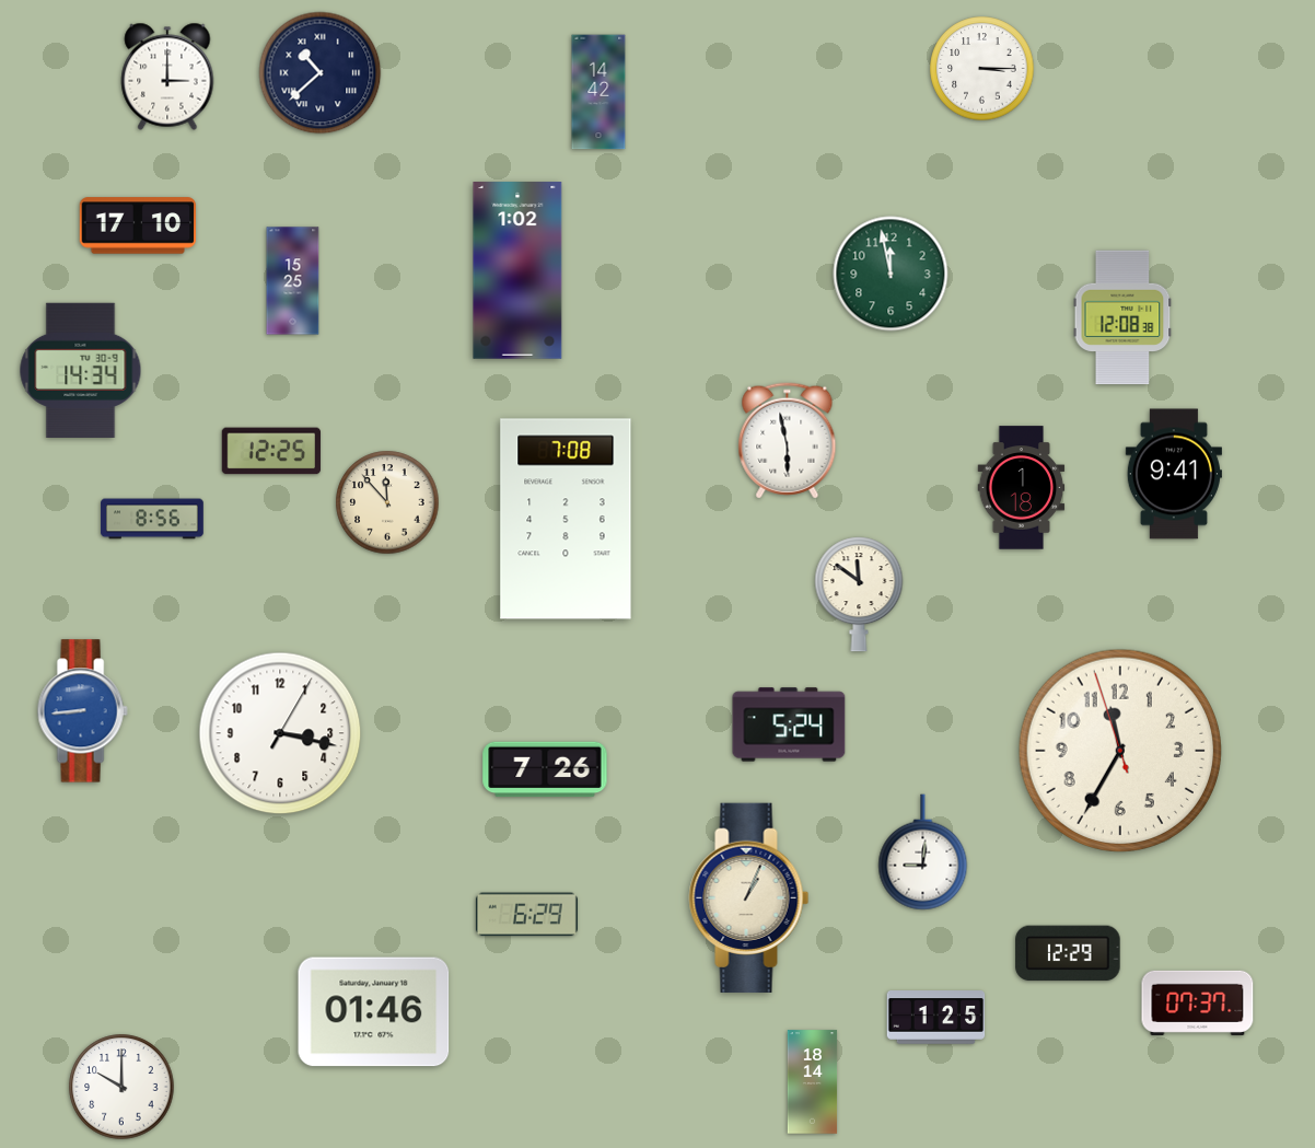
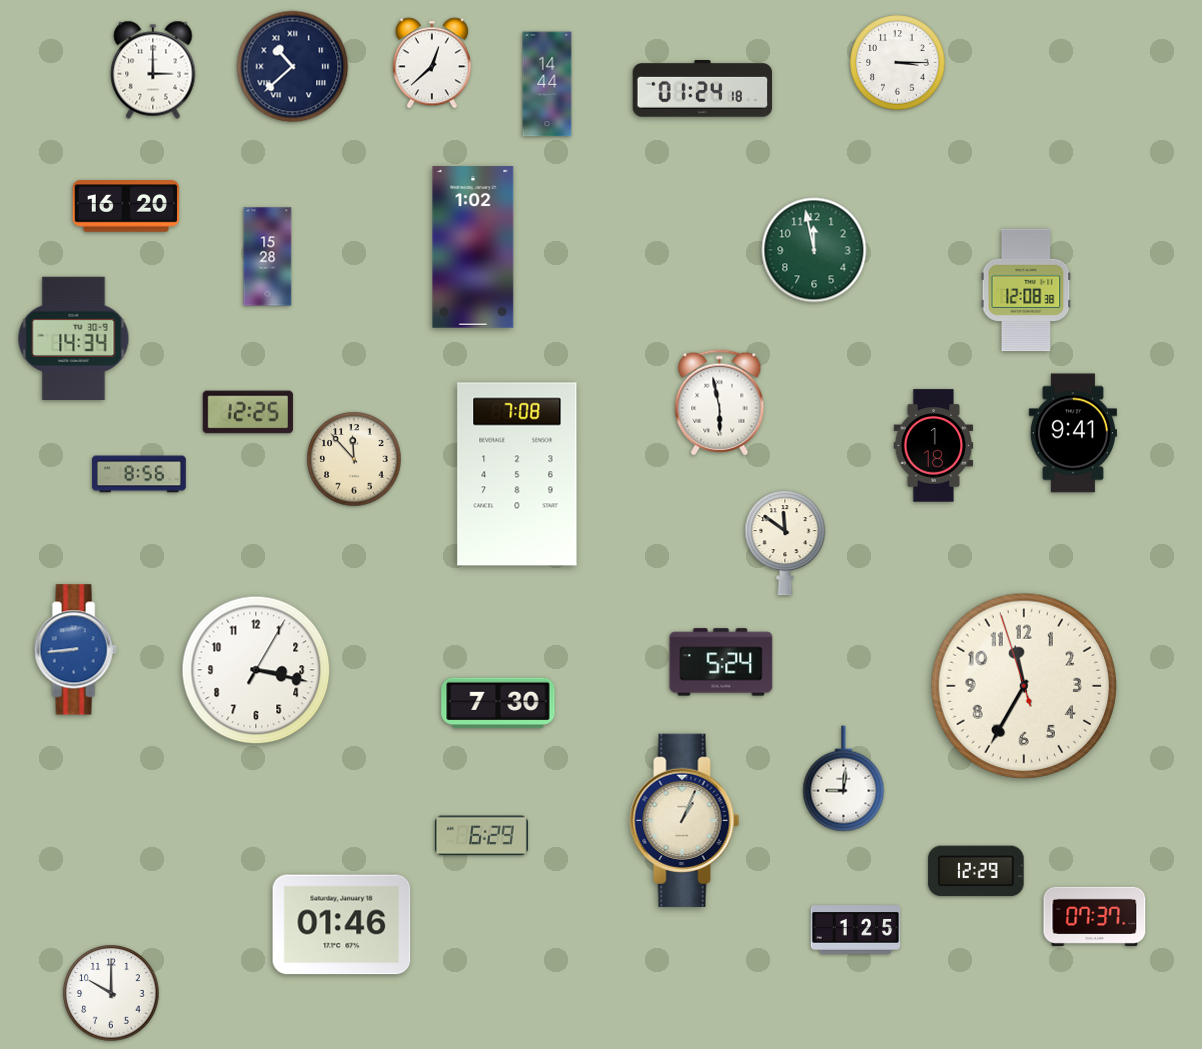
clock at (432, 63): none -> 12:38
clock at (598, 92): 14:42 -> 14:44
clock at (703, 89): none -> 01:24
clock at (138, 225): 17:10 -> 16:20
clock at (293, 281): 15:25 -> 15:28
clock at (545, 769): 7:26 -> 7:30
clock at (813, 1082): 18:14 -> none
